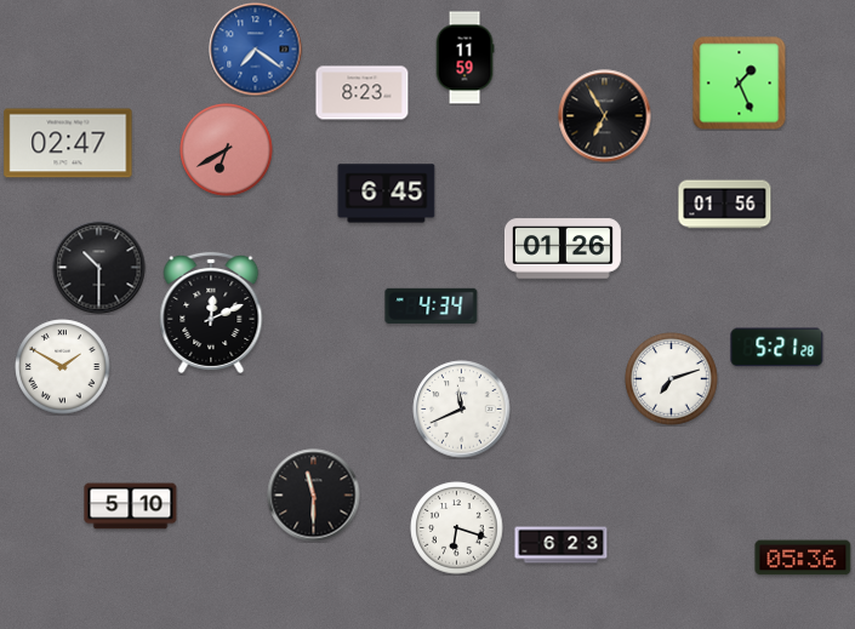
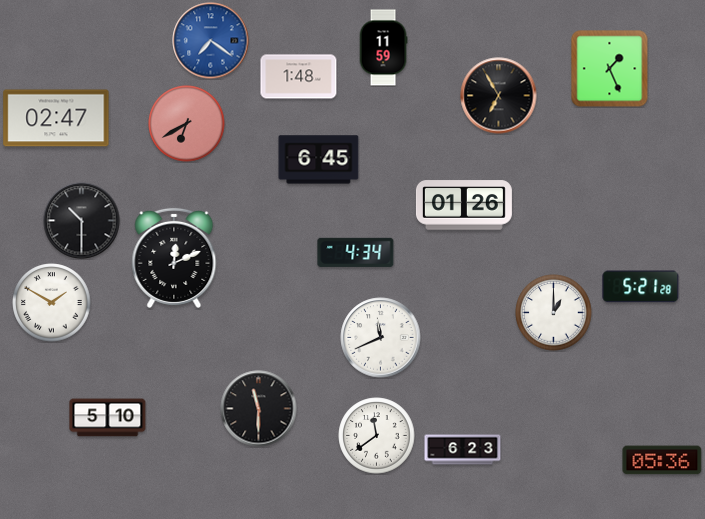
clock at (363, 93): 8:23 -> 1:48
clock at (725, 205): 01:56 -> none
clock at (672, 379): 7:12 -> 1:00
clock at (457, 528): 6:18 -> 11:39
